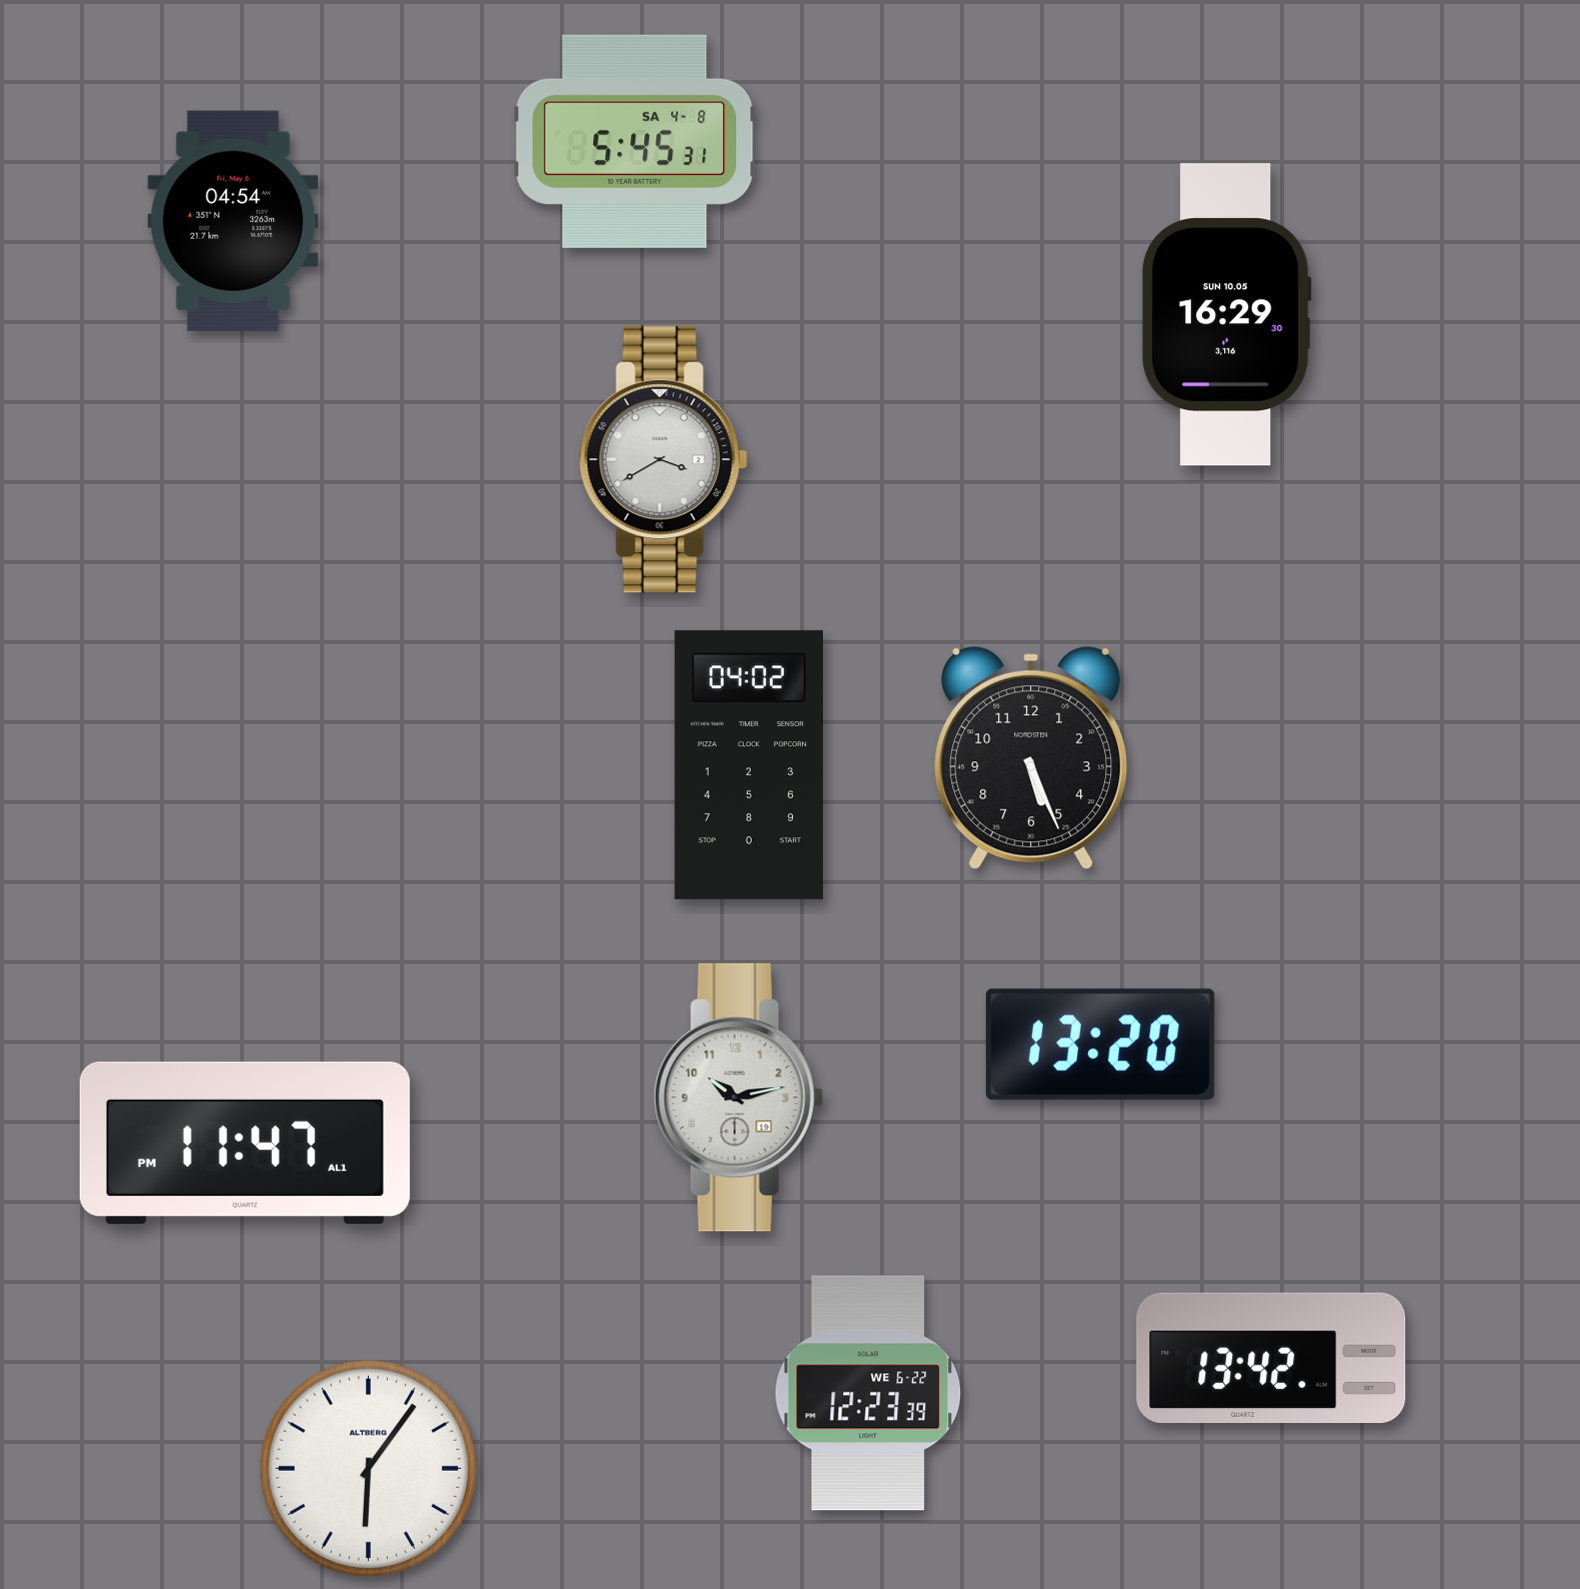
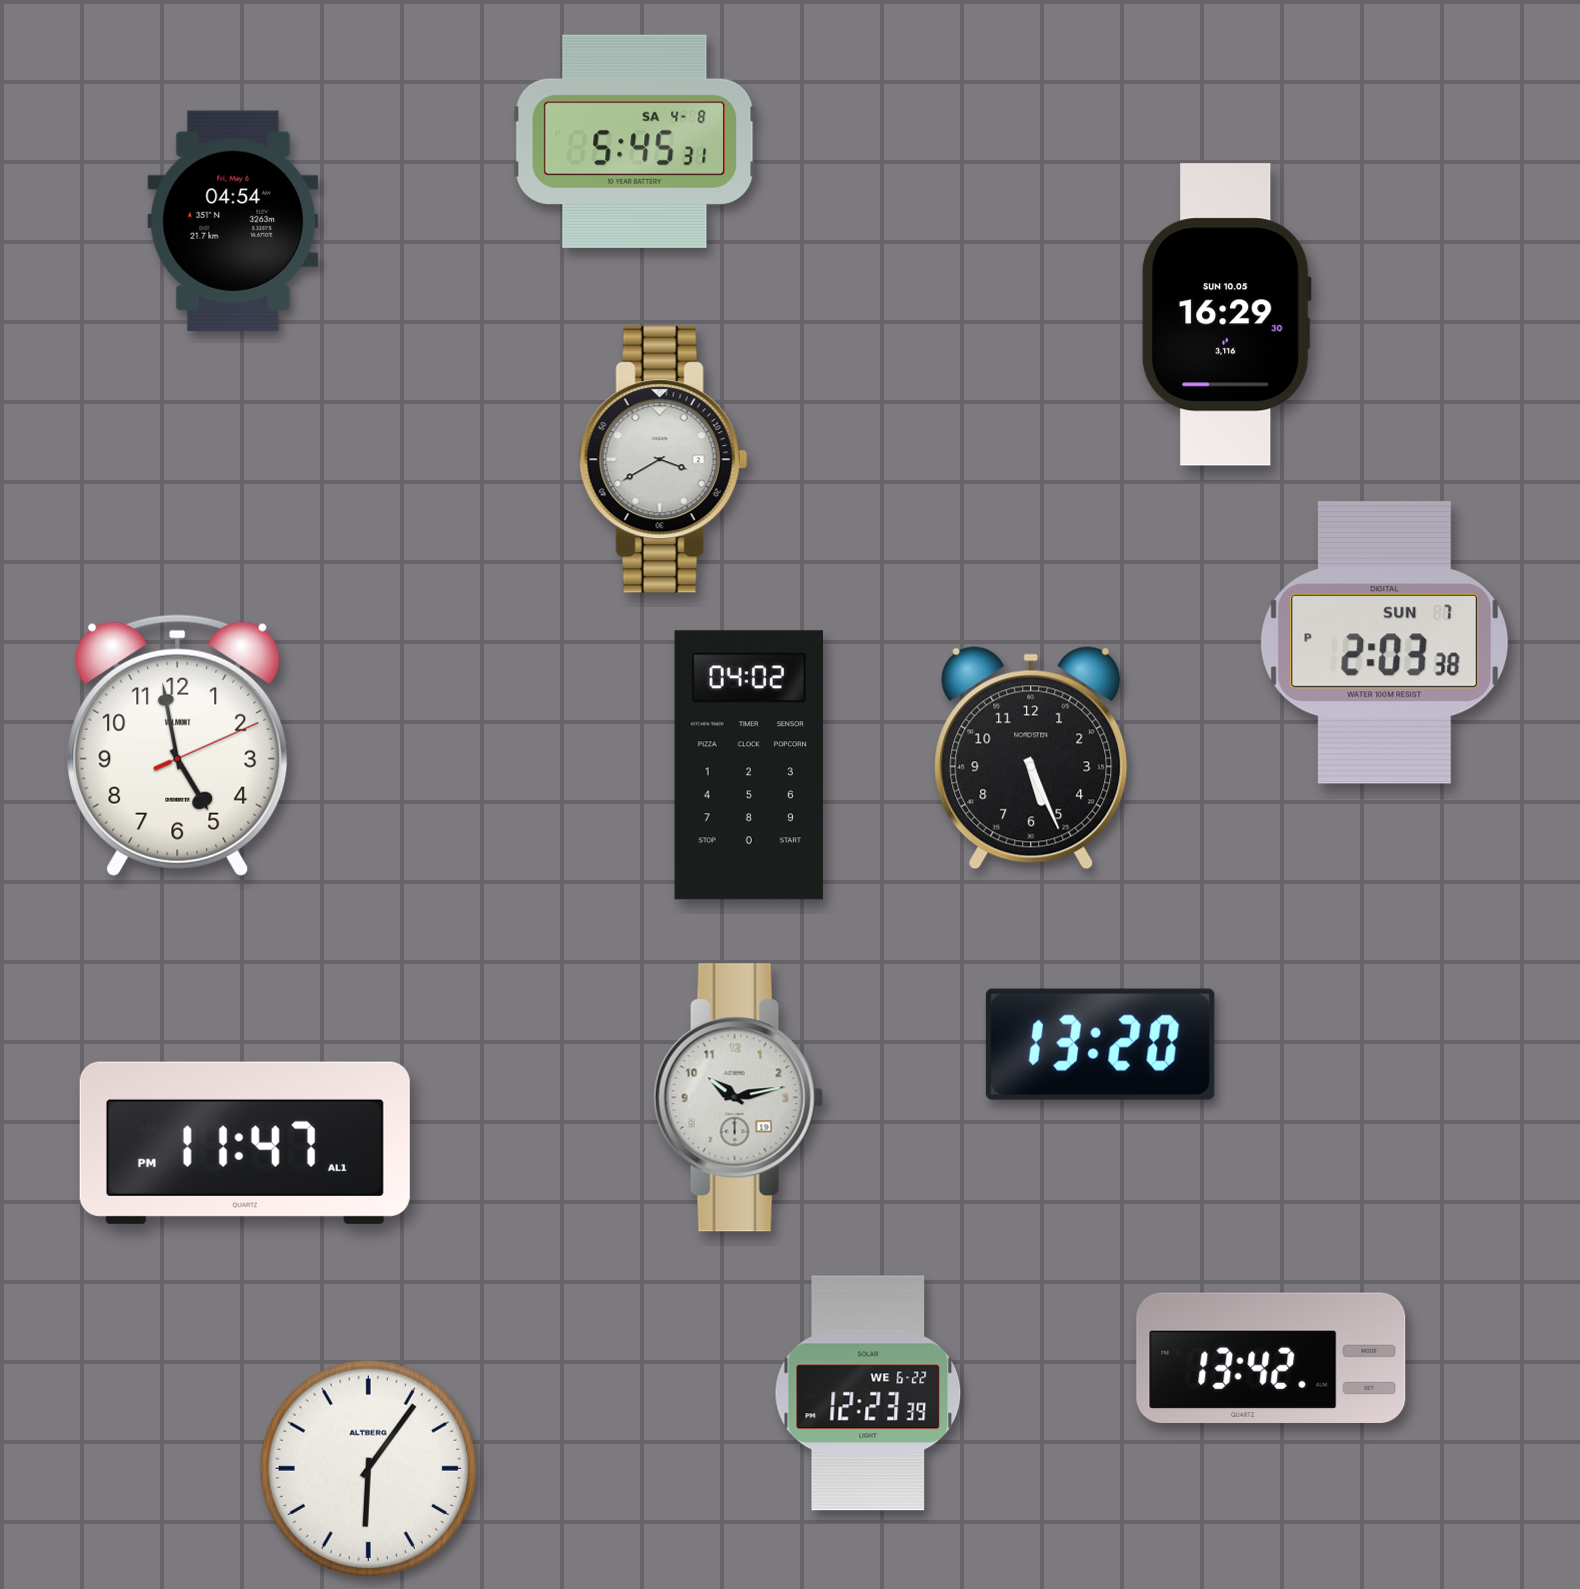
clock at (1385, 642): none -> 2:03
clock at (178, 745): none -> 4:58
